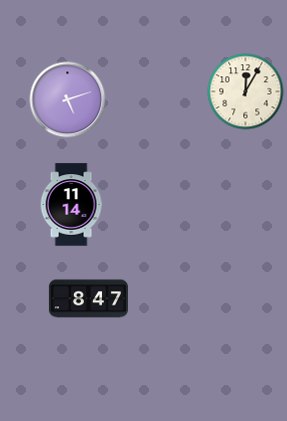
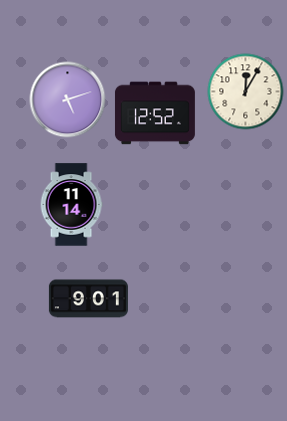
clock at (155, 113): none -> 12:52
clock at (88, 299): 8:47 -> 9:01
